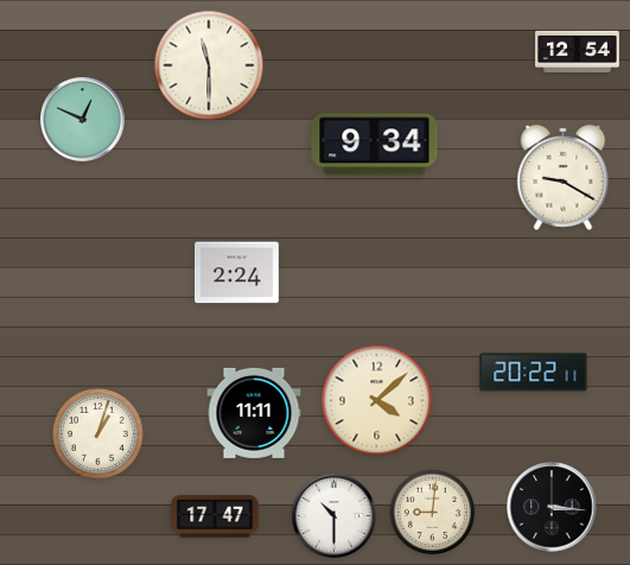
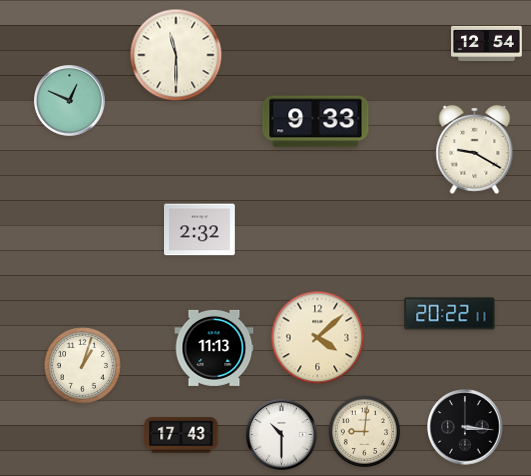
clock at (375, 145): 9:34 -> 9:33
clock at (237, 273): 2:24 -> 2:32
clock at (254, 413): 11:11 -> 11:13
clock at (215, 516): 17:47 -> 17:43
